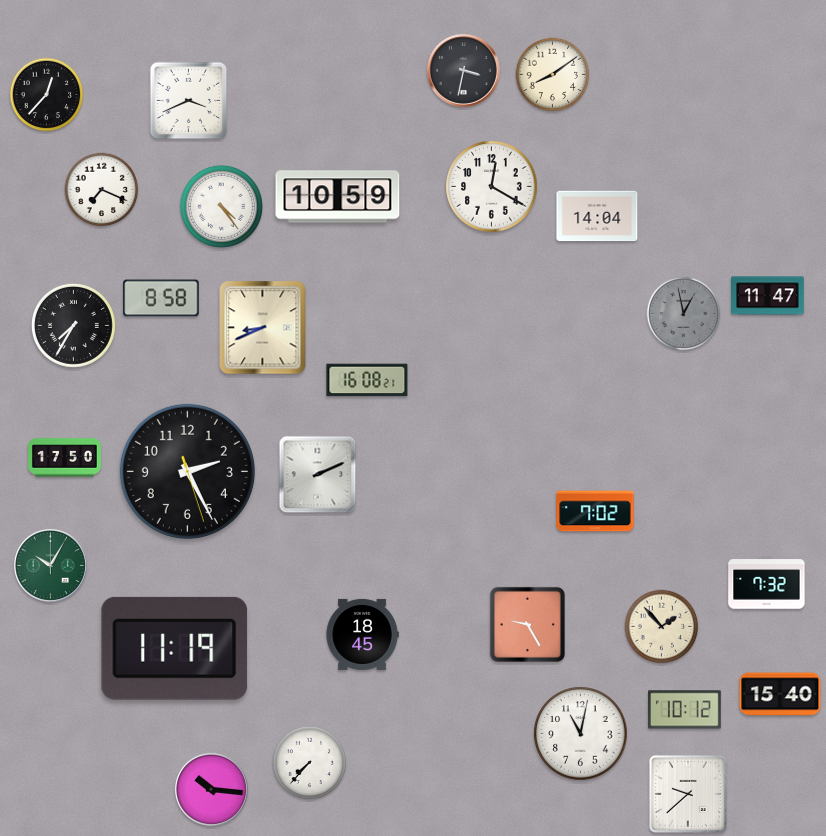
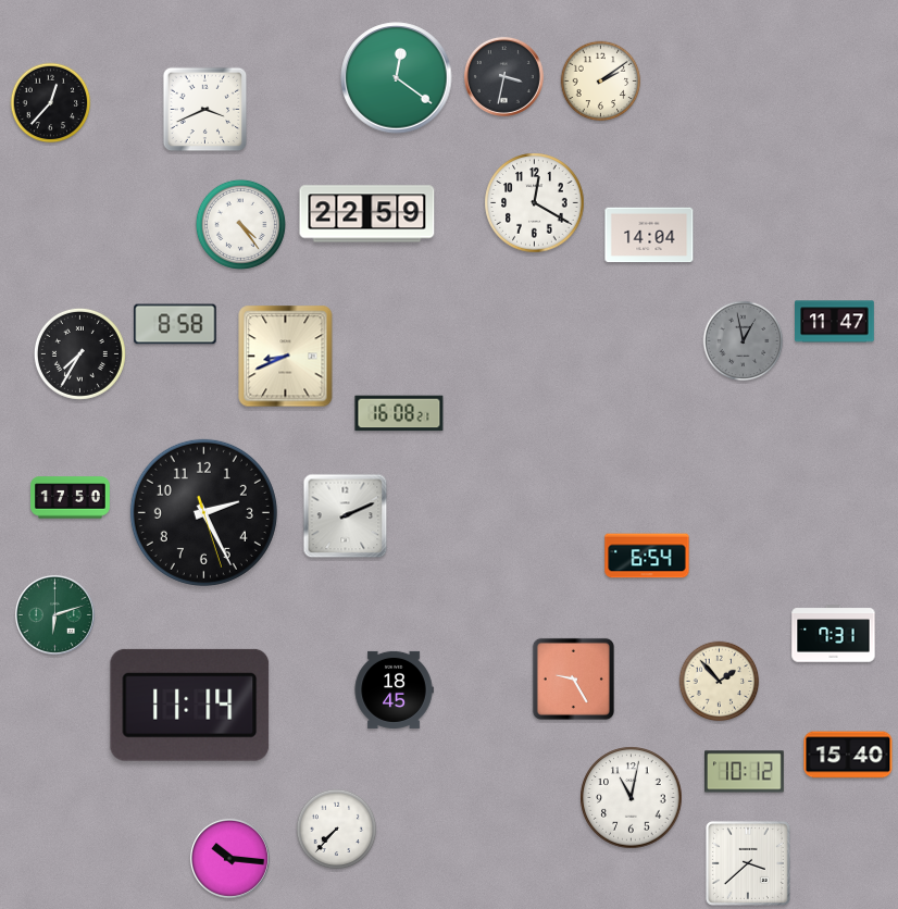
clock at (397, 78): none -> 12:21
clock at (553, 75): 8:09 -> 2:09
clock at (102, 190): 7:19 -> none
clock at (338, 197): 10:59 -> 22:59
clock at (595, 511): 7:02 -> 6:54
clock at (50, 565): 10:05 -> 6:12
clock at (767, 583): 7:32 -> 7:31
clock at (175, 648): 11:19 -> 11:14
clock at (688, 794): 9:38 -> 3:38
